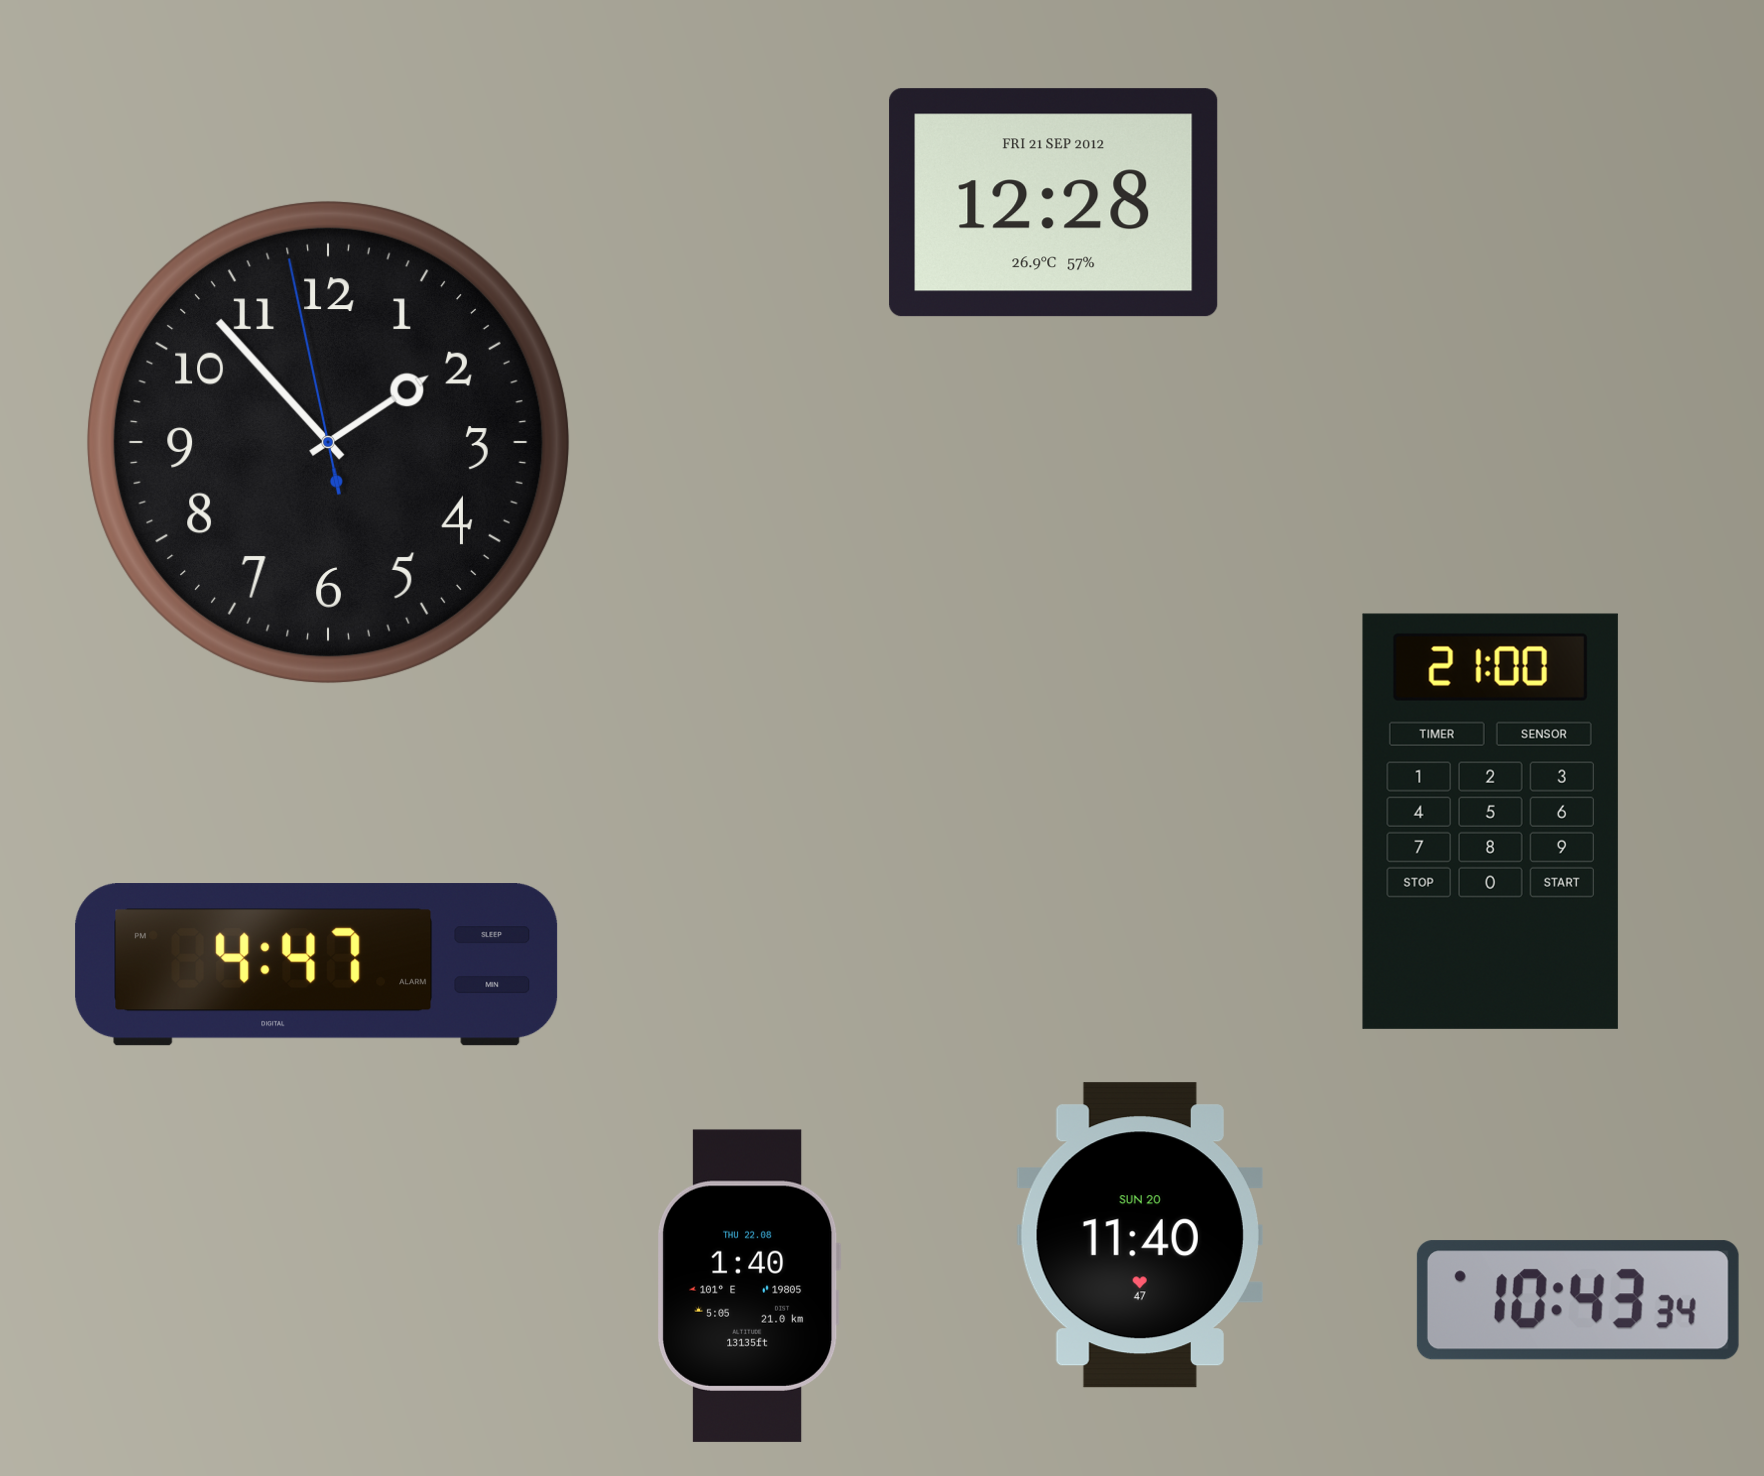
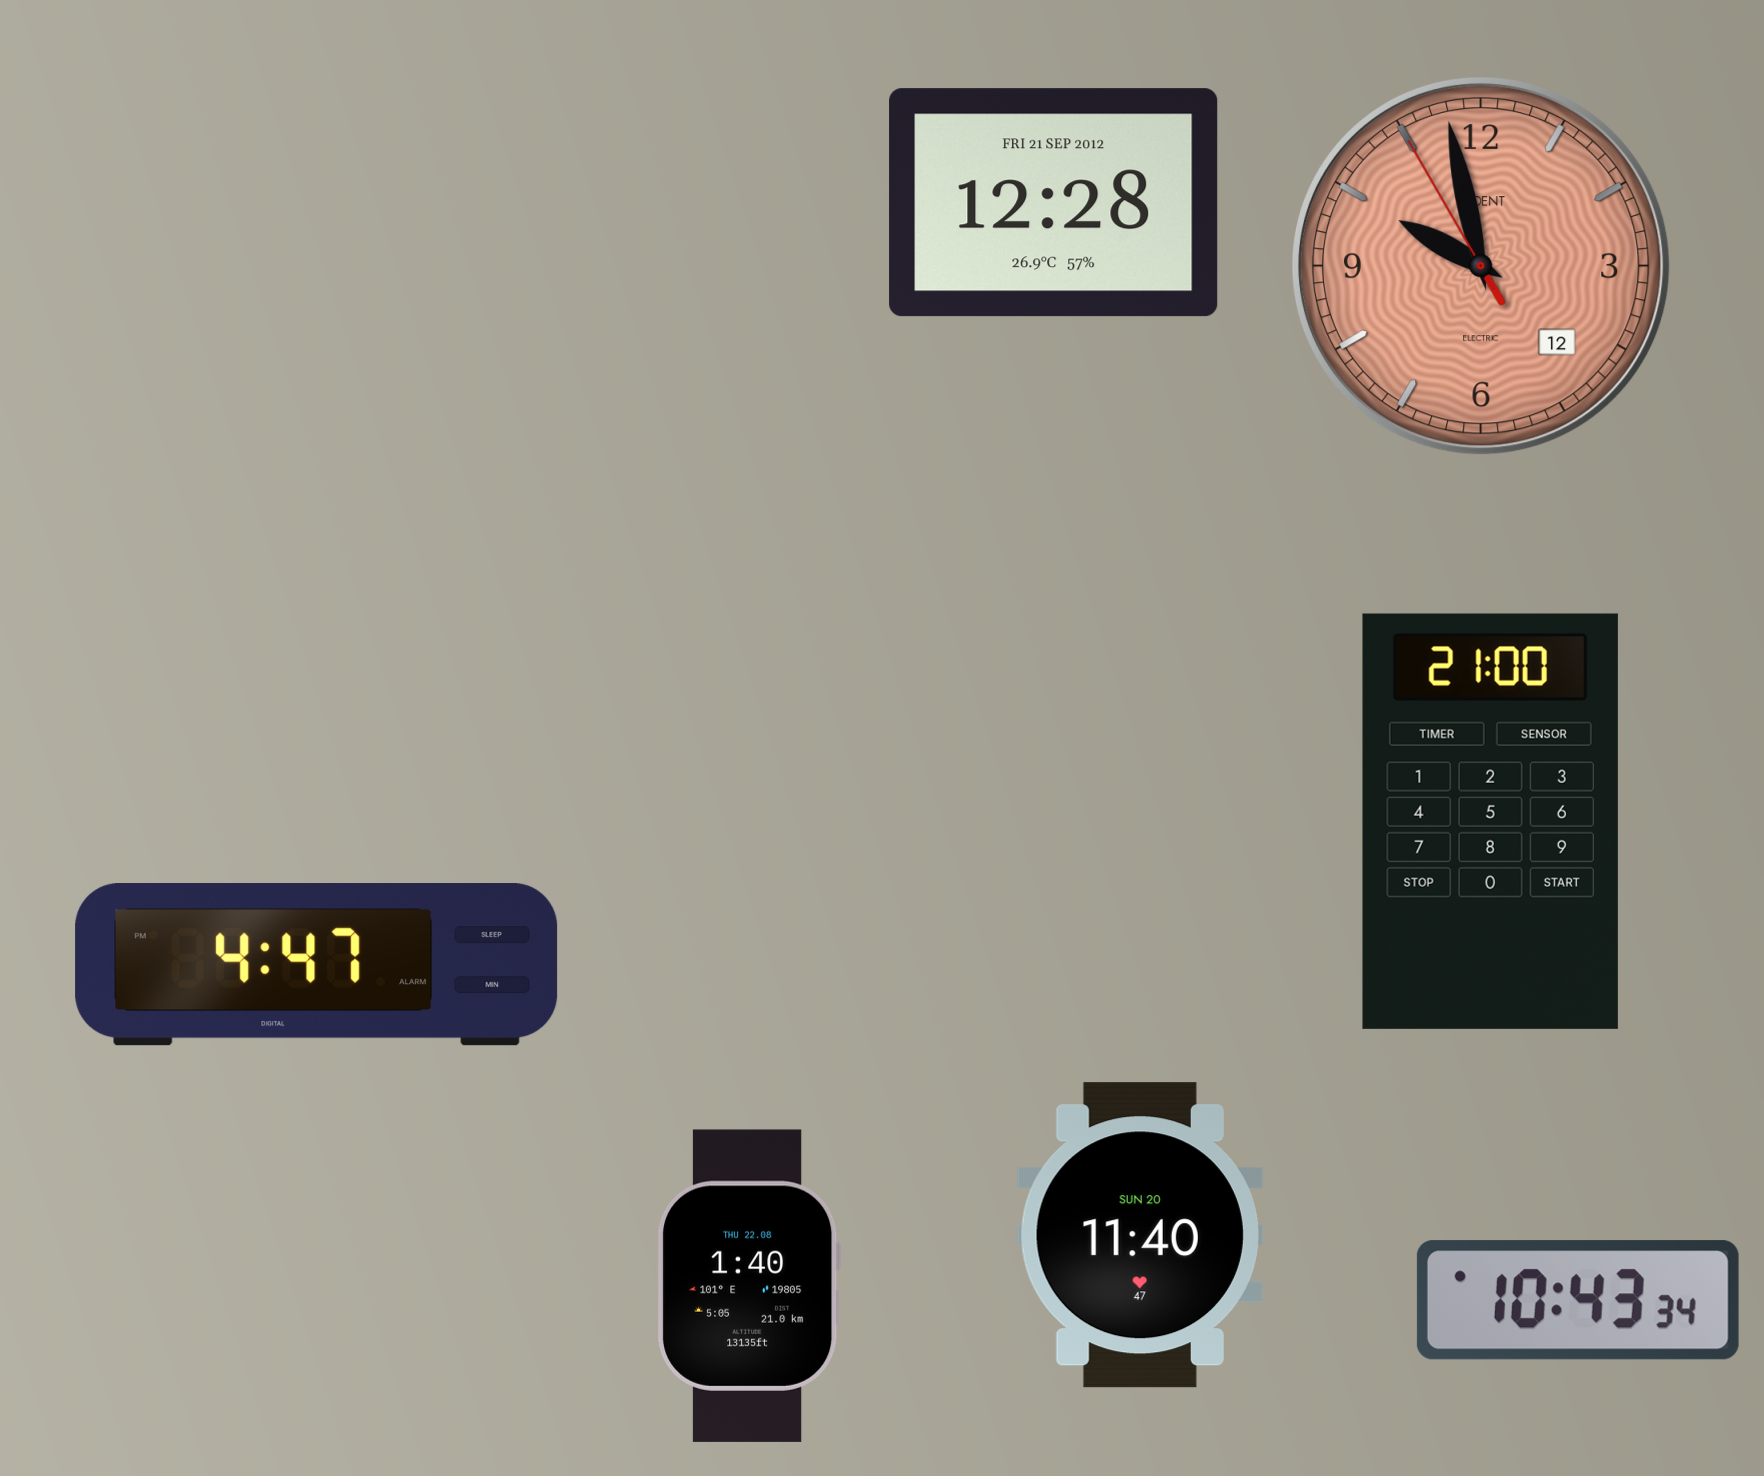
clock at (1481, 266): none -> 9:57
clock at (328, 442): 1:52 -> none
